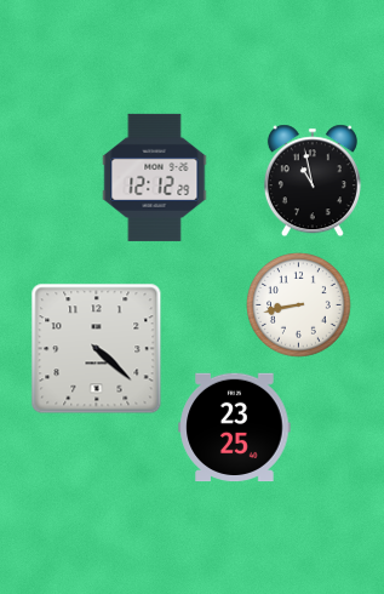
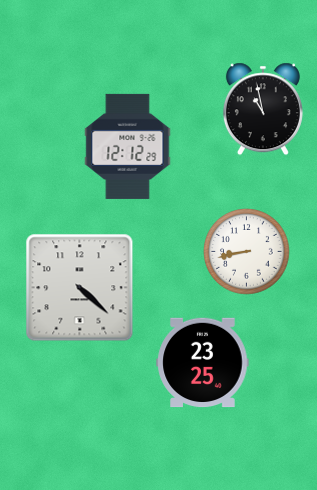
clock at (313, 181) position: (313, 181) -> (263, 109)
clock at (235, 428) position: (235, 428) -> (203, 363)
